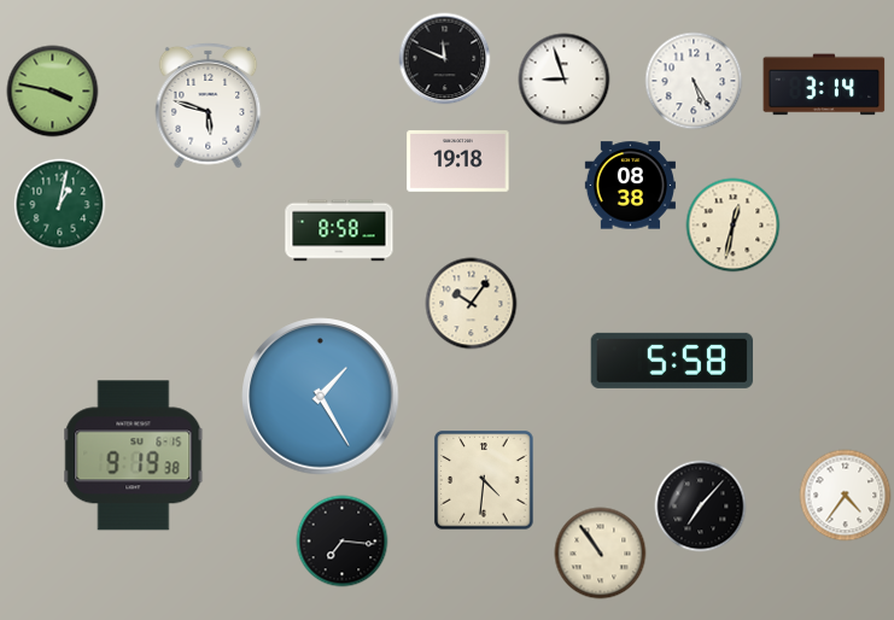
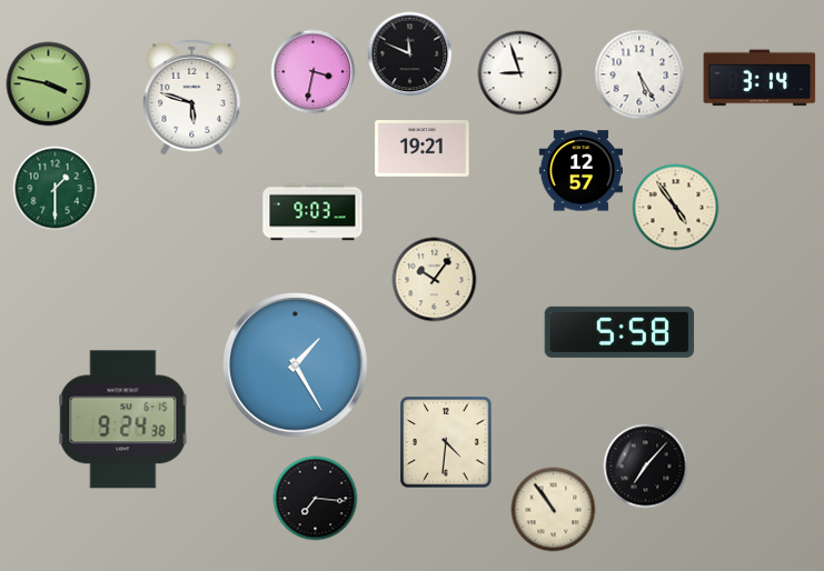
clock at (314, 72): none -> 3:32
clock at (458, 162): 19:18 -> 19:21
clock at (630, 186): 08:38 -> 12:57
clock at (60, 205): 1:02 -> 1:30
clock at (734, 226): 12:32 -> 4:54
clock at (339, 230): 8:58 -> 9:03
clock at (134, 456): 9:19 -> 9:24
clock at (846, 496): 4:36 -> none
